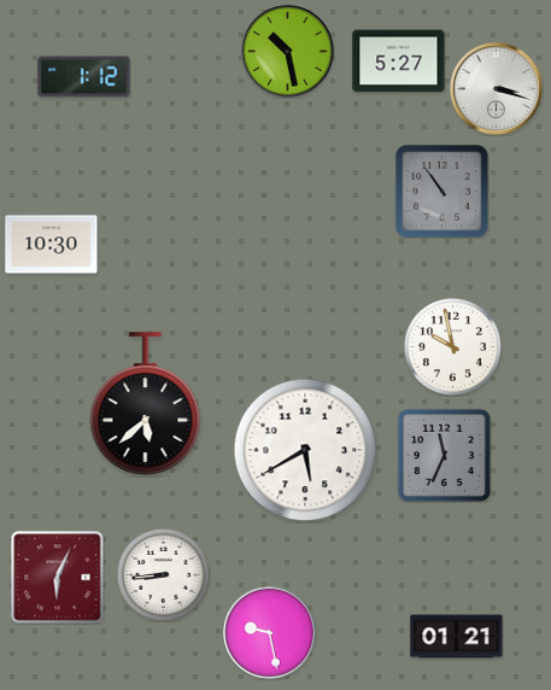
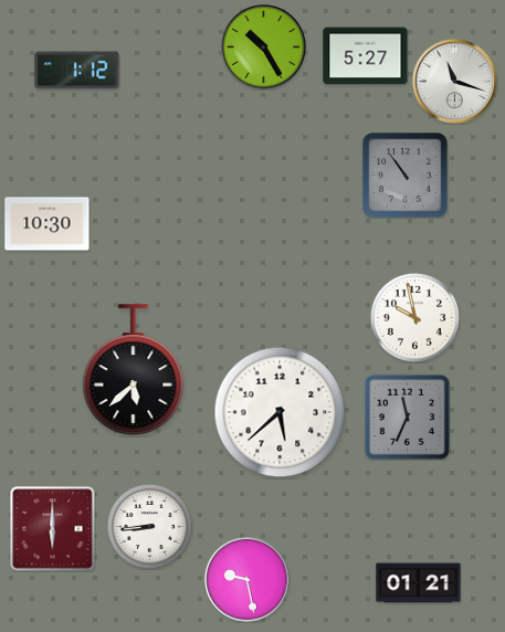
clock at (288, 52): 10:28 -> 10:25
clock at (497, 89): 3:18 -> 11:18
clock at (305, 450): 5:40 -> 5:38
clock at (58, 578): 6:04 -> 6:00
